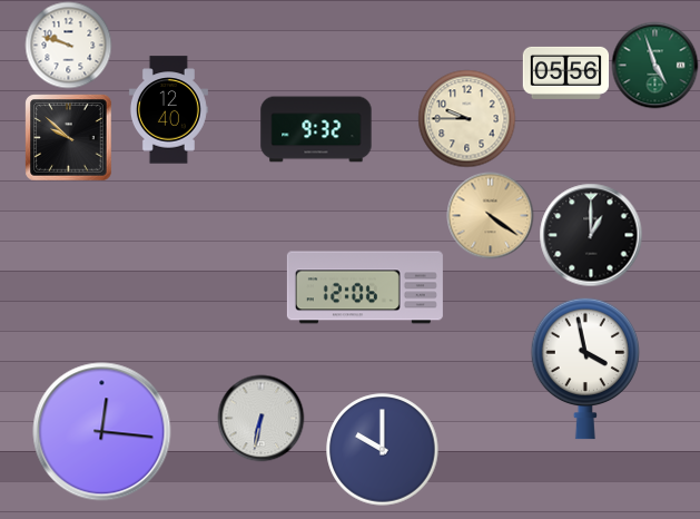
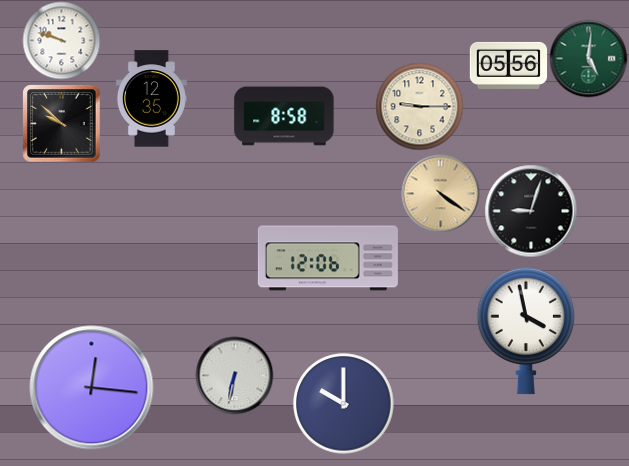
clock at (654, 65): 4:57 -> 5:01
clock at (168, 110): 12:40 -> 12:35
clock at (466, 118): 9:45 -> 9:15
clock at (316, 129): 9:32 -> 8:58
clock at (591, 235): 1:00 -> 9:03
